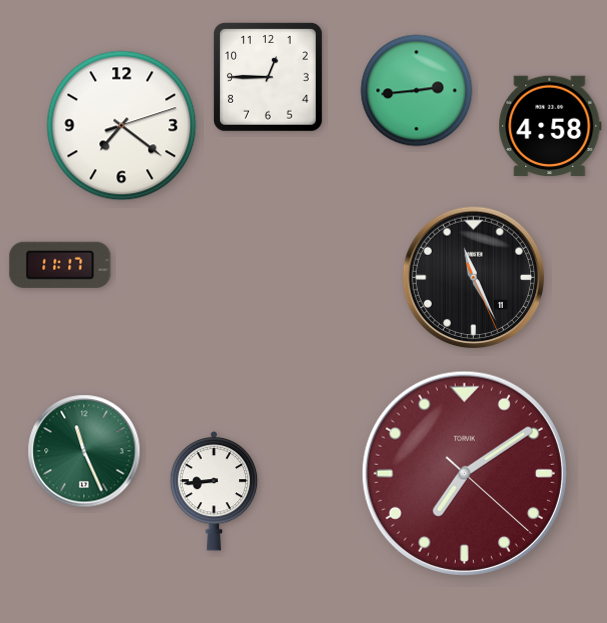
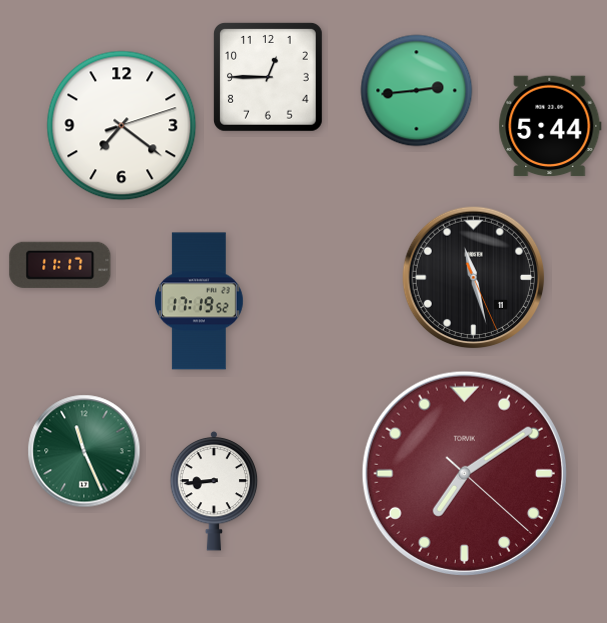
clock at (550, 126): 4:58 -> 5:44
clock at (474, 278): 11:25 -> 11:27
clock at (199, 301): none -> 17:19
